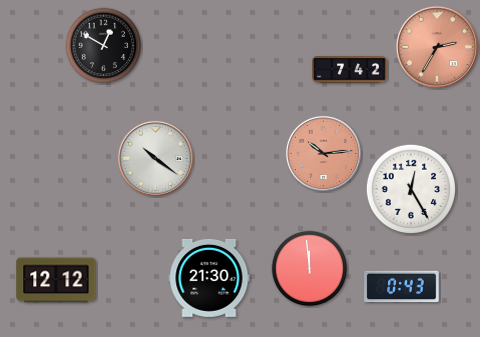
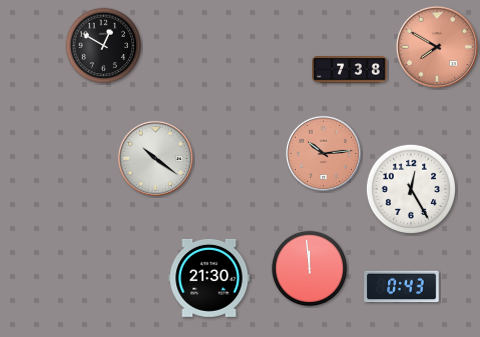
clock at (437, 47): 2:35 -> 7:50
clock at (350, 70): 7:42 -> 7:38
clock at (56, 280): 12:12 -> none
